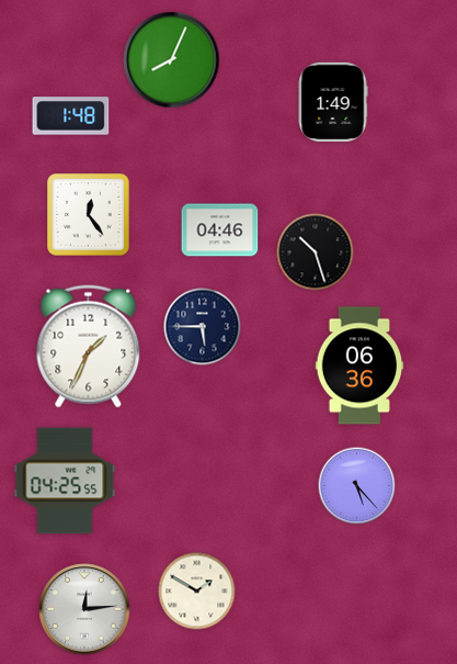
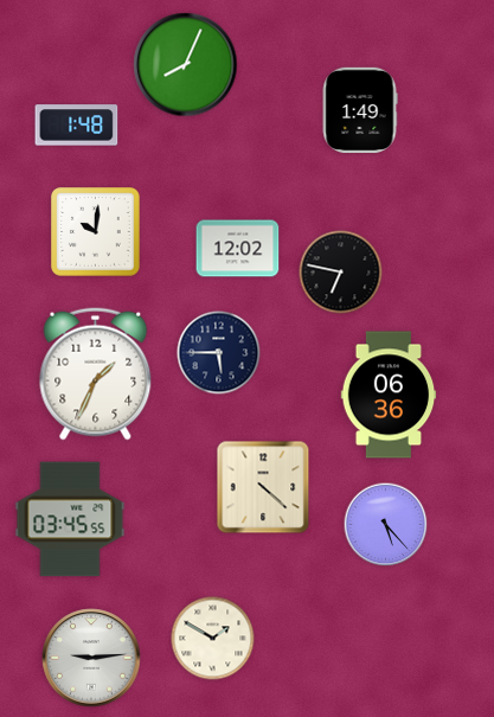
clock at (89, 215): 12:24 -> 10:01
clock at (220, 230): 04:46 -> 12:02
clock at (316, 252): 10:27 -> 6:47
clock at (263, 487): none -> 4:22
clock at (65, 481): 04:25 -> 03:45
clock at (84, 609): 12:14 -> 9:14
